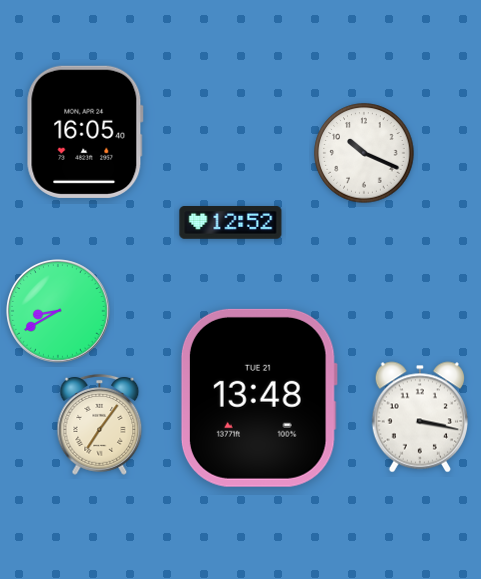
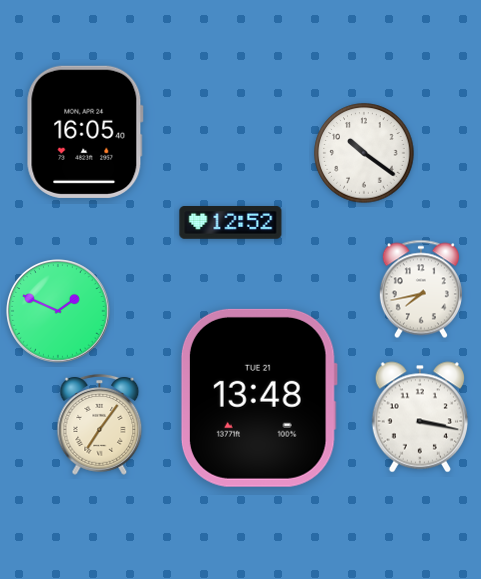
clock at (364, 153): 10:19 -> 10:21
clock at (421, 289): none -> 7:43
clock at (59, 312): 8:40 -> 1:49
